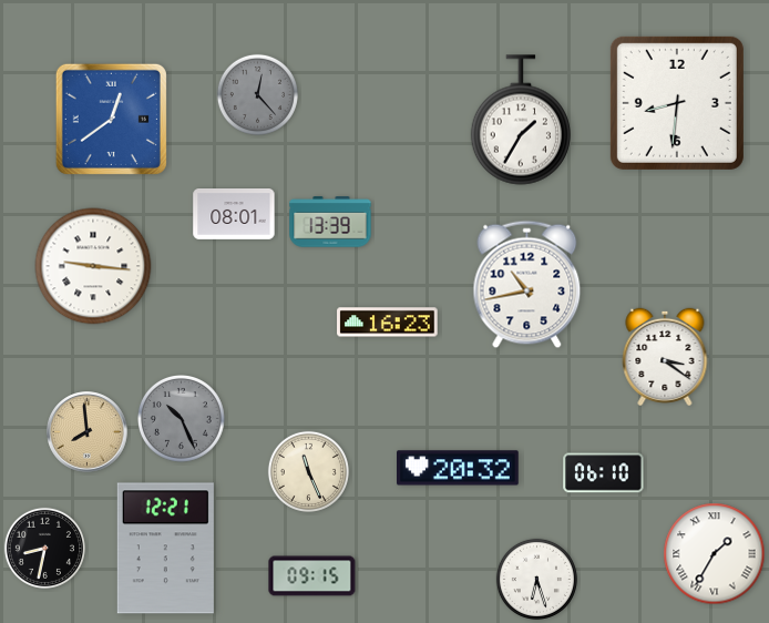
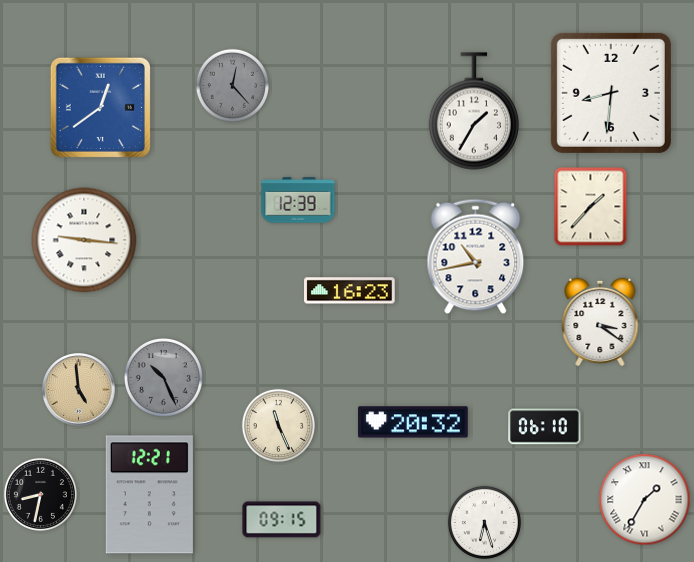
clock at (521, 120) position: (521, 120) -> (474, 111)
clock at (234, 215): 08:01 -> none
clock at (330, 222): 13:39 -> 12:39
clock at (591, 207): none -> 1:37
clock at (88, 432): 7:59 -> 4:59
